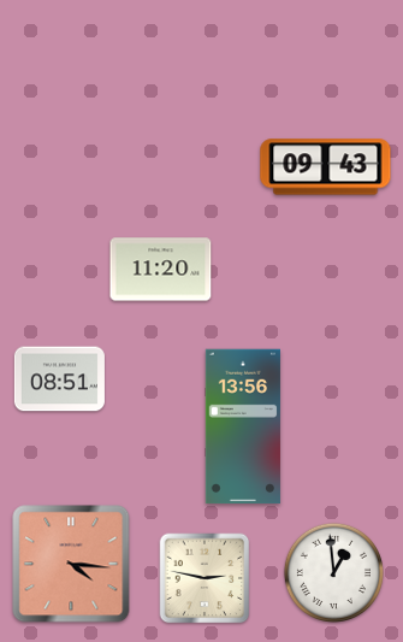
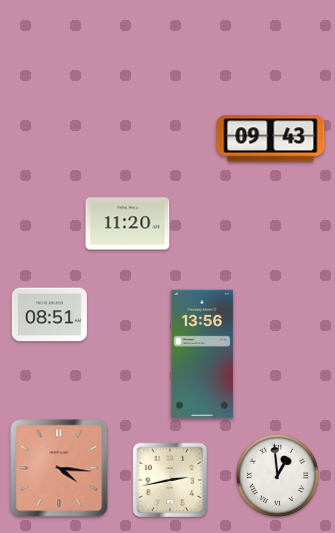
clock at (161, 270) position: (161, 270) -> (128, 224)
clock at (205, 578): 2:47 -> 2:43
